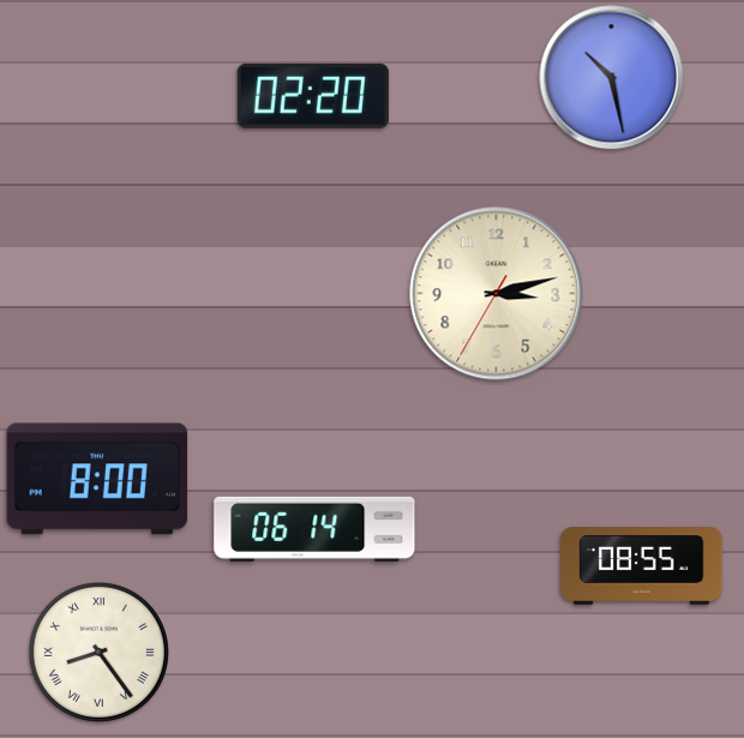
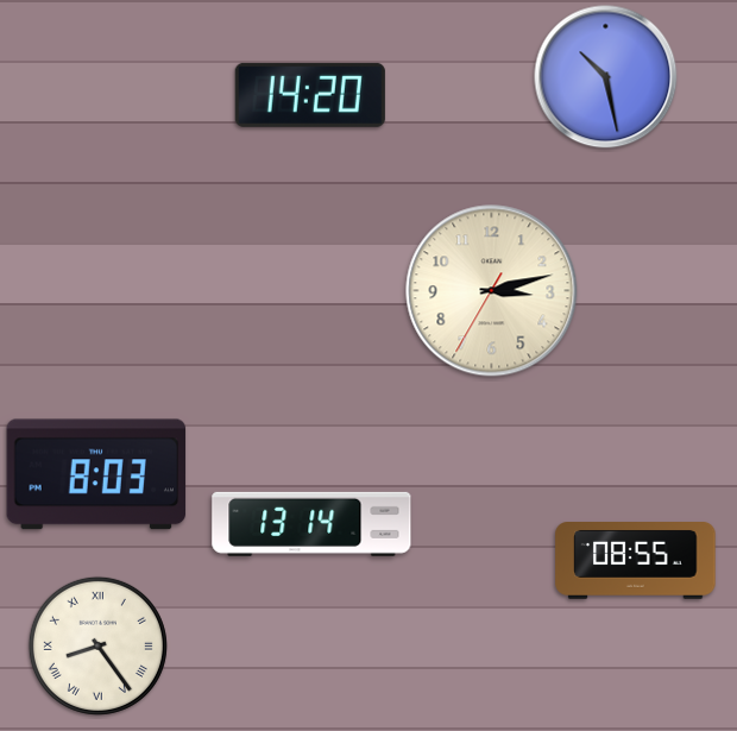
clock at (313, 96): 02:20 -> 14:20
clock at (97, 479): 8:00 -> 8:03
clock at (314, 529): 06:14 -> 13:14
